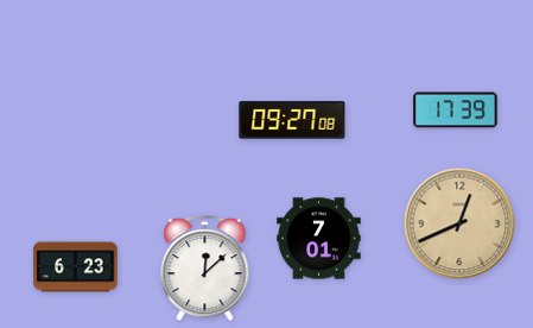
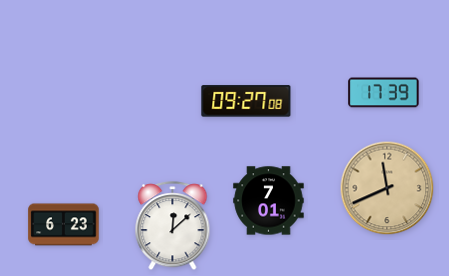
clock at (459, 223): 12:41 -> 11:41
